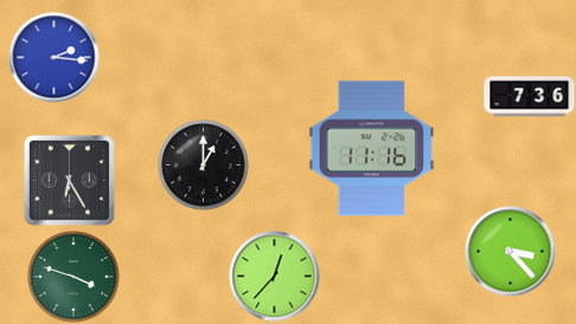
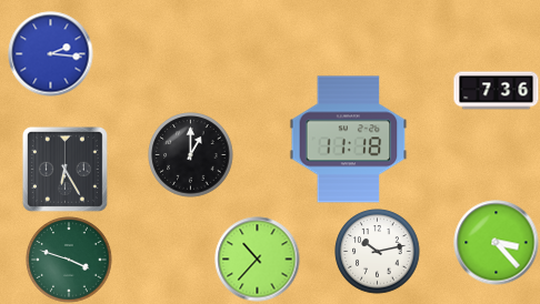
clock at (372, 149): 11:16 -> 11:18
clock at (511, 252) position: (511, 252) -> (497, 243)
clock at (378, 252): none -> 10:13
clock at (275, 277): 12:37 -> 10:37
